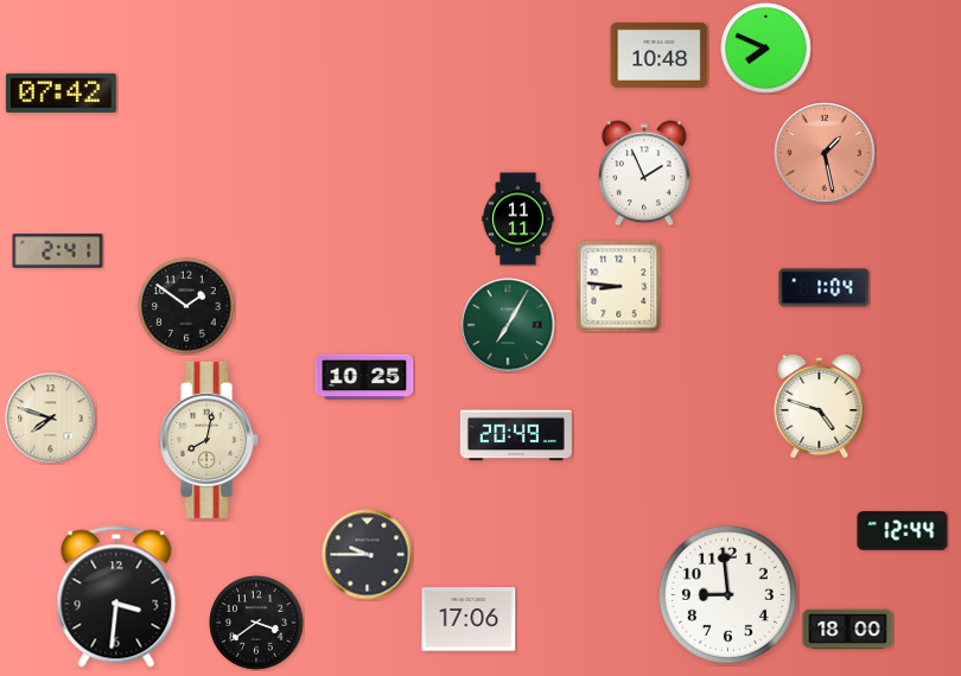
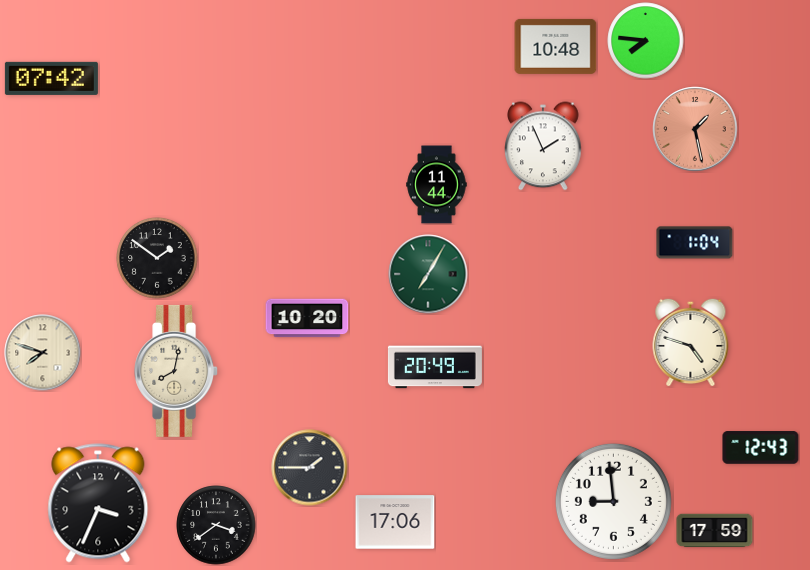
clock at (766, 49): 7:49 -> 7:46
clock at (518, 219): 11:11 -> 11:44
clock at (58, 251): 2:41 -> none
clock at (619, 286): 8:46 -> none
clock at (364, 377): 10:25 -> 10:20
clock at (903, 531): 12:44 -> 12:43
clock at (368, 555): 9:45 -> 1:45
clock at (116, 597): 3:31 -> 3:34
clock at (848, 630): 18:00 -> 17:59
